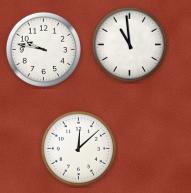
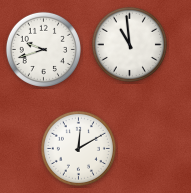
clock at (43, 49): 9:47 -> 9:42
clock at (78, 148): 12:08 -> 12:10
